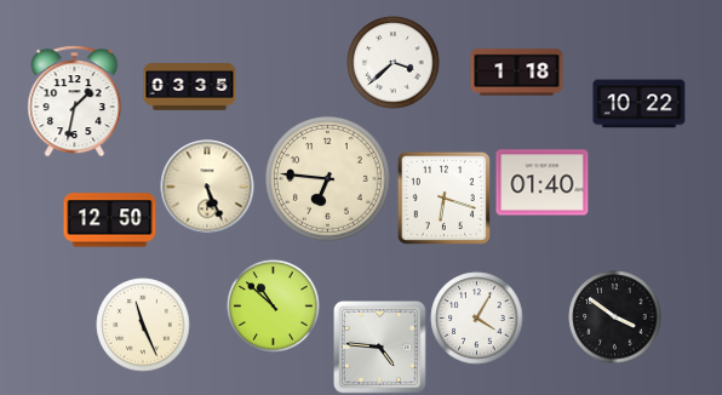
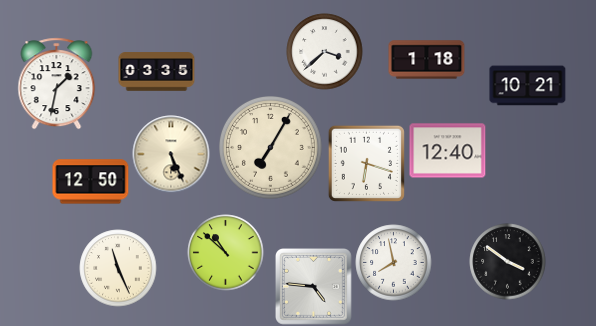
clock at (75, 102) position: (75, 102) -> (57, 84)
clock at (640, 104): 10:22 -> 10:21
clock at (328, 179): 6:46 -> 7:05
clock at (543, 183): 01:40 -> 12:40
clock at (477, 319): 4:05 -> 7:58
